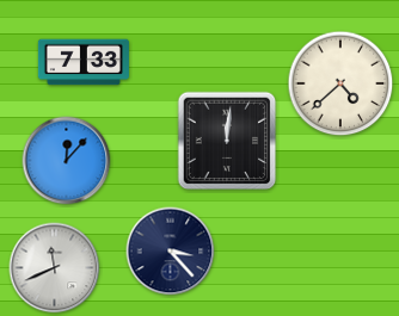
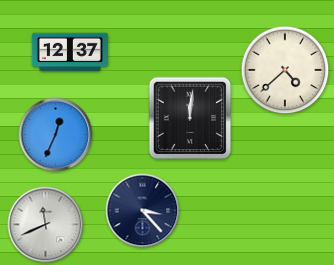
clock at (84, 62): 7:33 -> 12:37
clock at (67, 161): 12:07 -> 12:34
